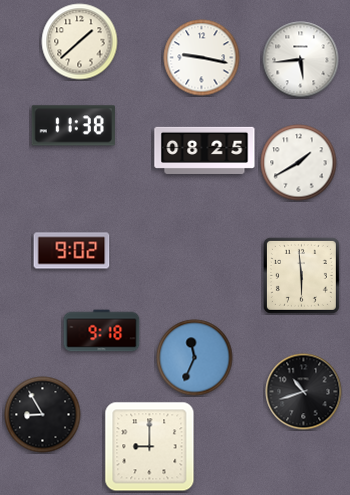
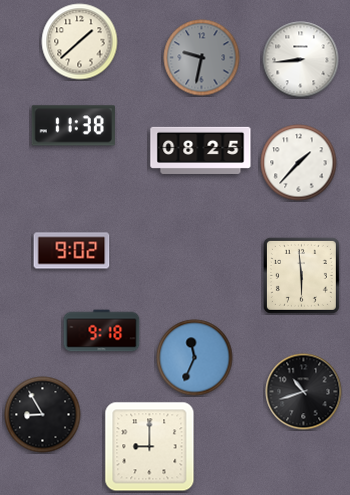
clock at (202, 58): 9:17 -> 9:32
clock at (202, 58) dial: white -> grey
clock at (301, 60): 5:44 -> 8:44
clock at (205, 150) position: (205, 150) -> (201, 150)
clock at (299, 163): 1:40 -> 1:37
